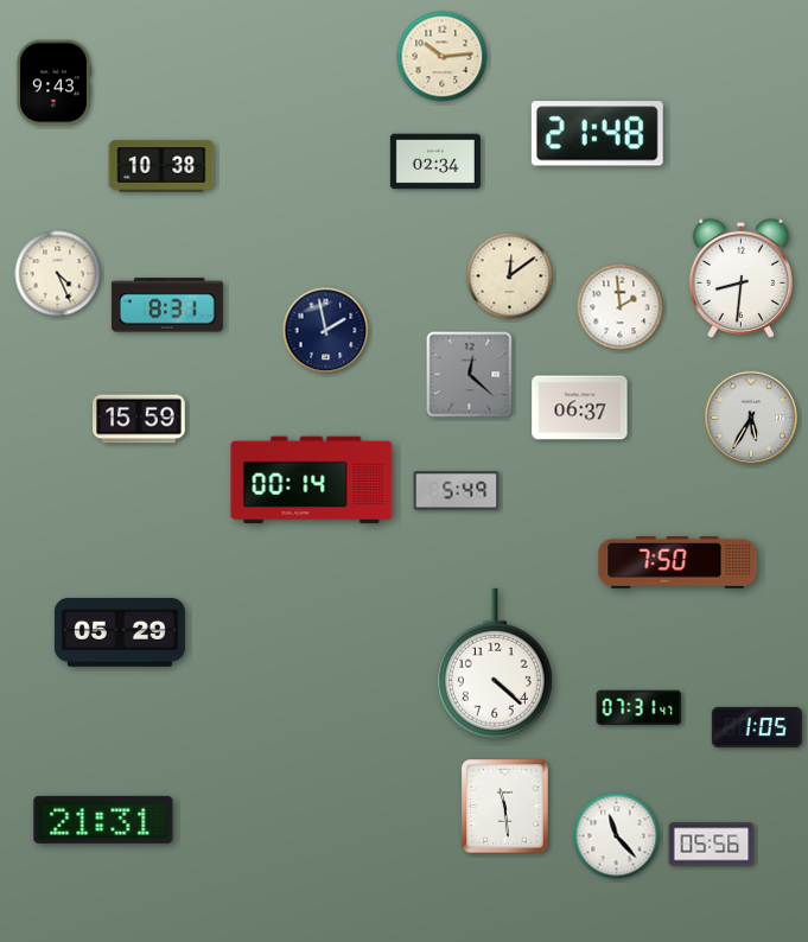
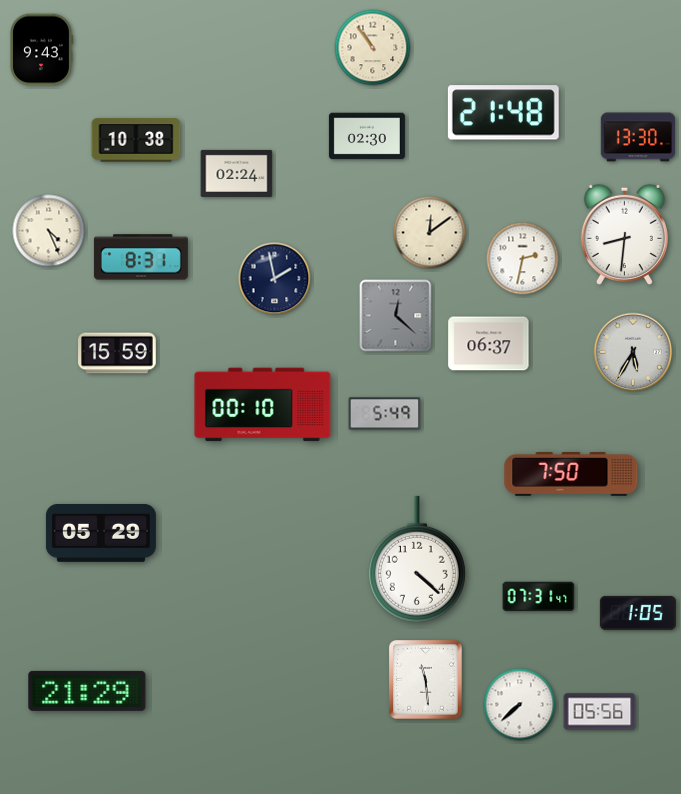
clock at (443, 57): 10:14 -> 10:54
clock at (53, 83) position: (53, 83) -> (41, 50)
clock at (435, 161): 02:34 -> 02:30
clock at (638, 137): none -> 13:30
clock at (237, 173): none -> 02:24
clock at (621, 307): 1:59 -> 2:32
clock at (312, 480): 00:14 -> 00:10
clock at (103, 820): 21:31 -> 21:29
clock at (617, 836): 11:23 -> 7:38
